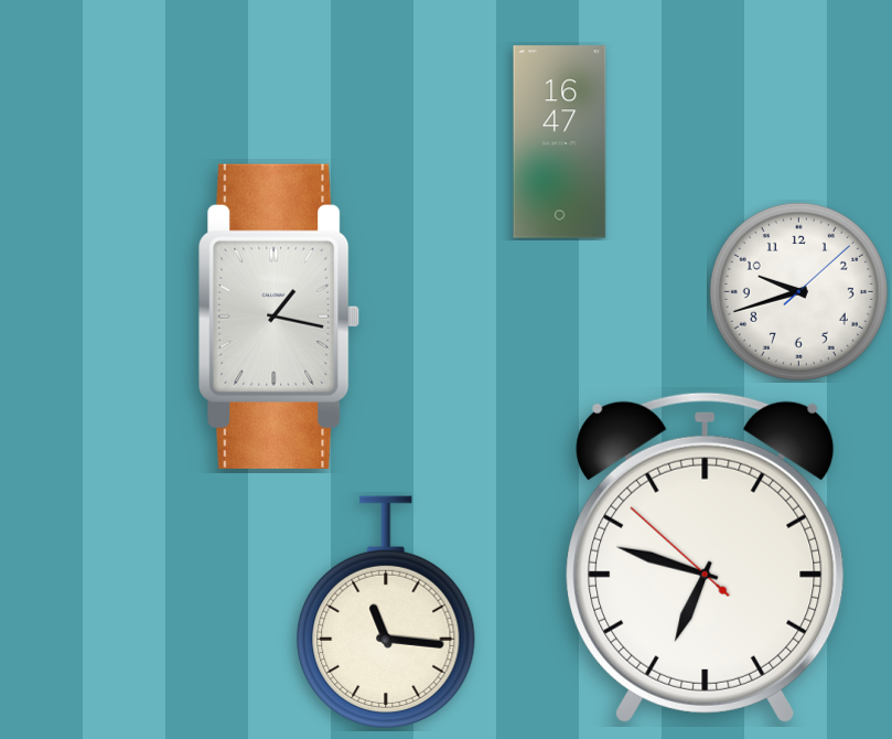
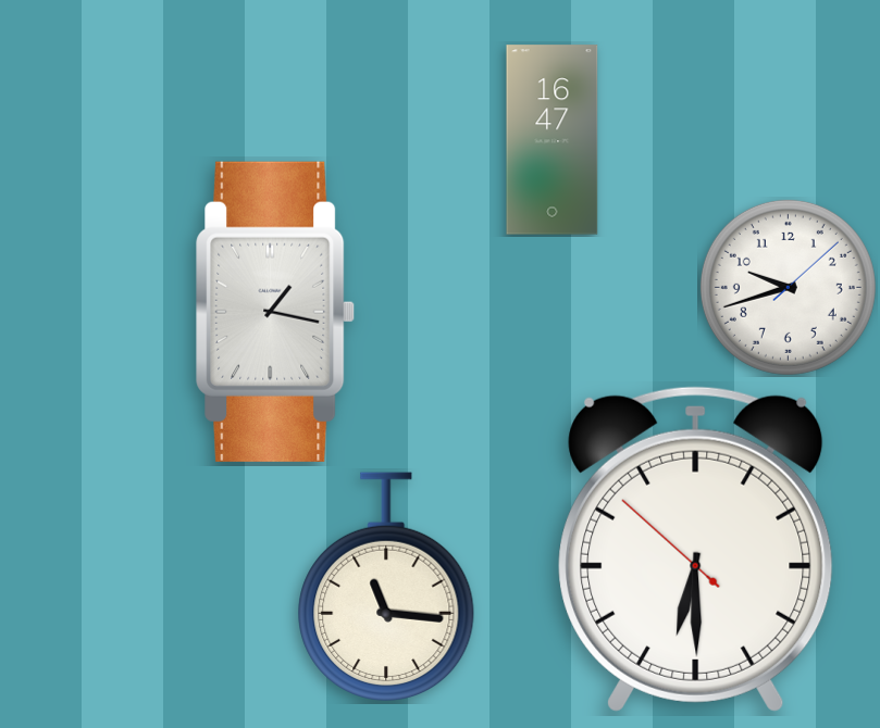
clock at (706, 557): 6:47 -> 6:29
clock at (386, 611) position: (386, 611) -> (386, 586)
